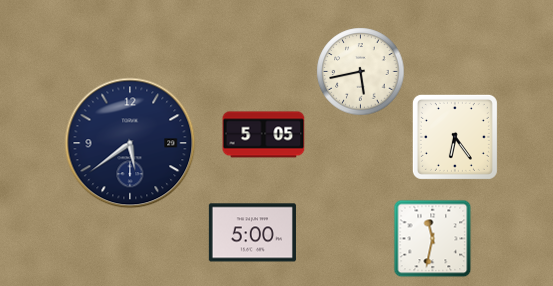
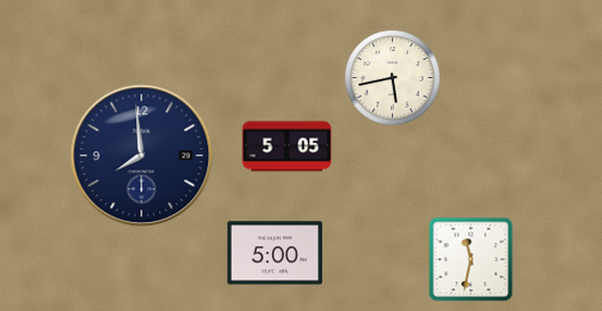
clock at (455, 137): 6:24 -> none
clock at (130, 143): 5:39 -> 7:59
